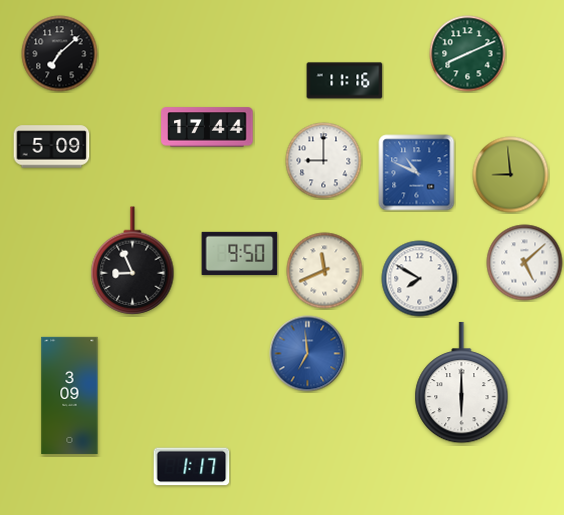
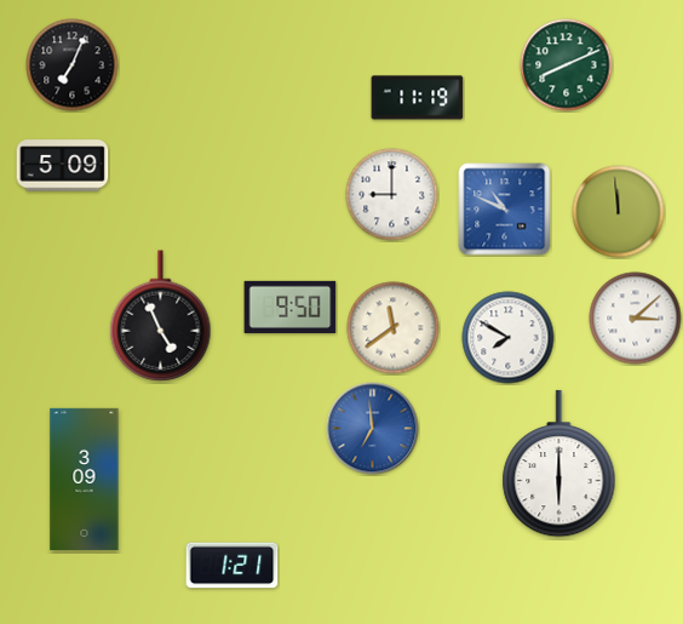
clock at (60, 54): 7:08 -> 7:04
clock at (345, 81): 11:16 -> 11:19
clock at (207, 127): 17:44 -> none
clock at (52, 147) position: (52, 147) -> (63, 166)
clock at (511, 175): 8:59 -> 11:59
clock at (133, 261): 8:56 -> 4:56
clock at (525, 263): 5:08 -> 3:08
clock at (325, 271): 11:41 -> 11:39
clock at (192, 467): 1:17 -> 1:21
